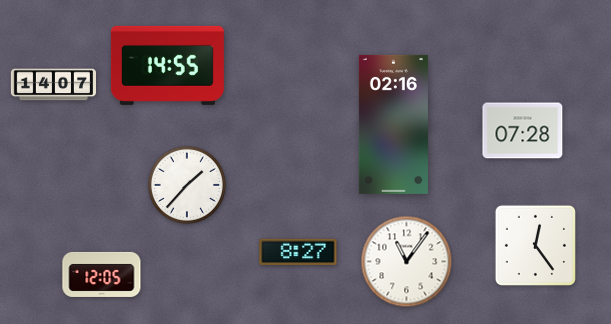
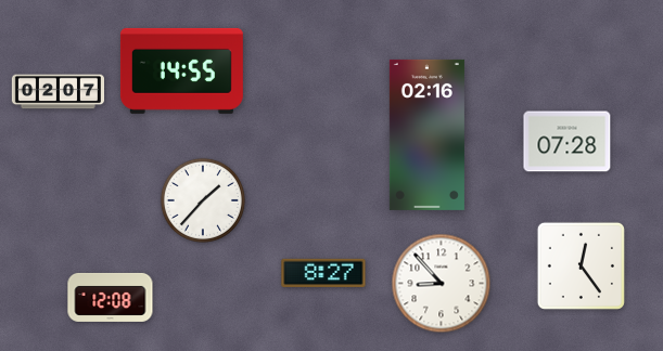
clock at (53, 85): 14:07 -> 02:07
clock at (407, 262): 11:06 -> 8:53
clock at (102, 274): 12:05 -> 12:08
